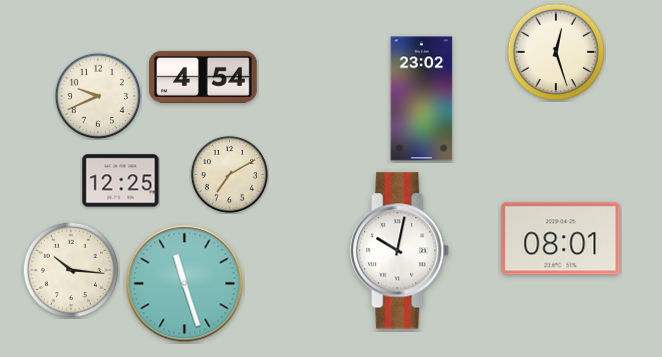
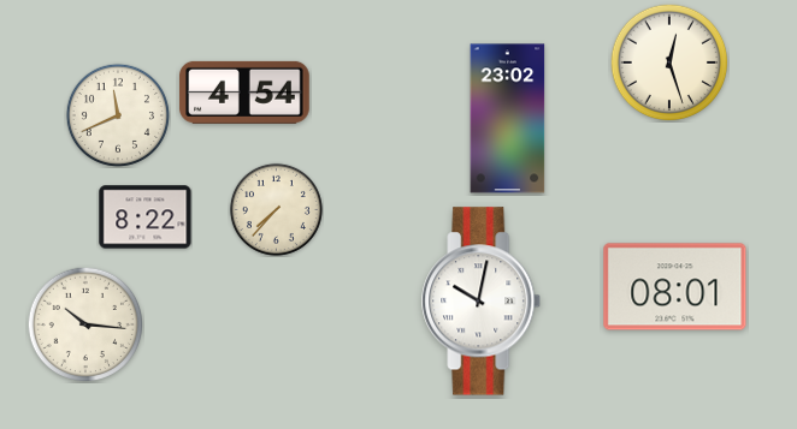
clock at (98, 96): 9:41 -> 11:41
clock at (229, 174): 7:10 -> 7:37
clock at (121, 181): 12:25 -> 8:22
clock at (185, 284): 11:27 -> none
